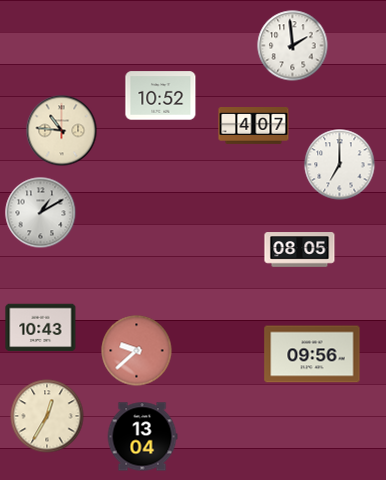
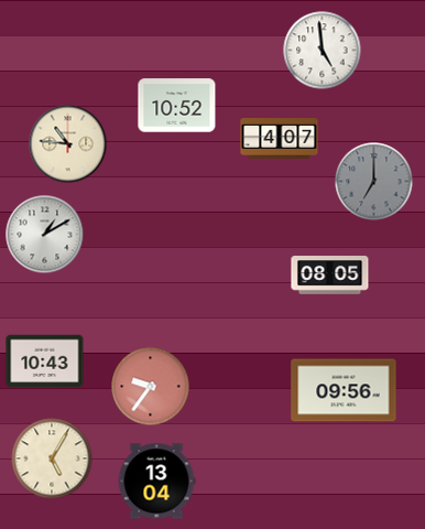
clock at (293, 46): 1:59 -> 4:59
clock at (340, 165) dial: white -> grey
clock at (137, 351): 9:38 -> 9:36
clock at (47, 416): 12:35 -> 5:05
